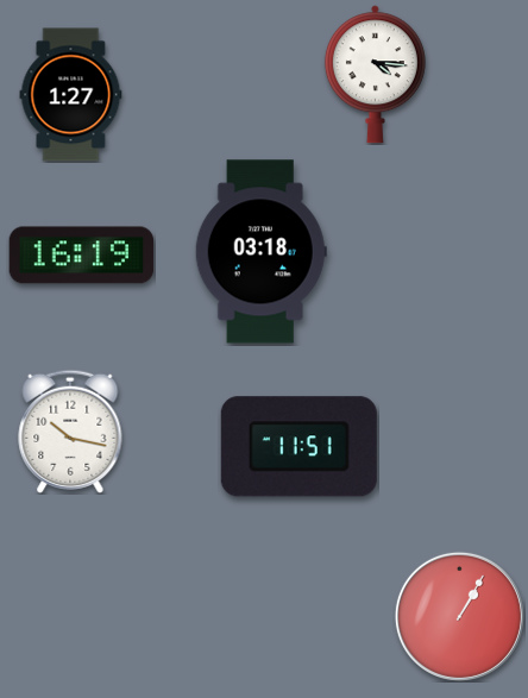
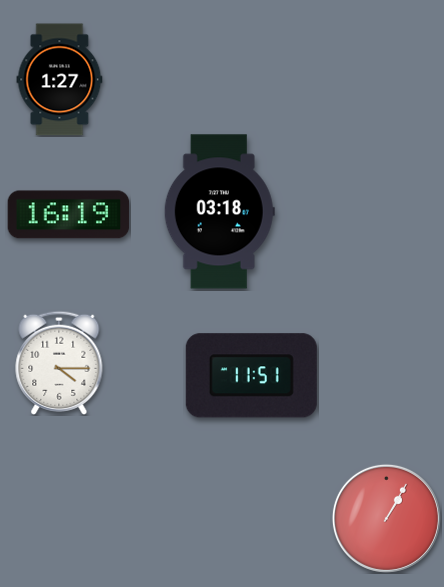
clock at (375, 75): 4:16 -> none
clock at (70, 432): 10:17 -> 4:15
